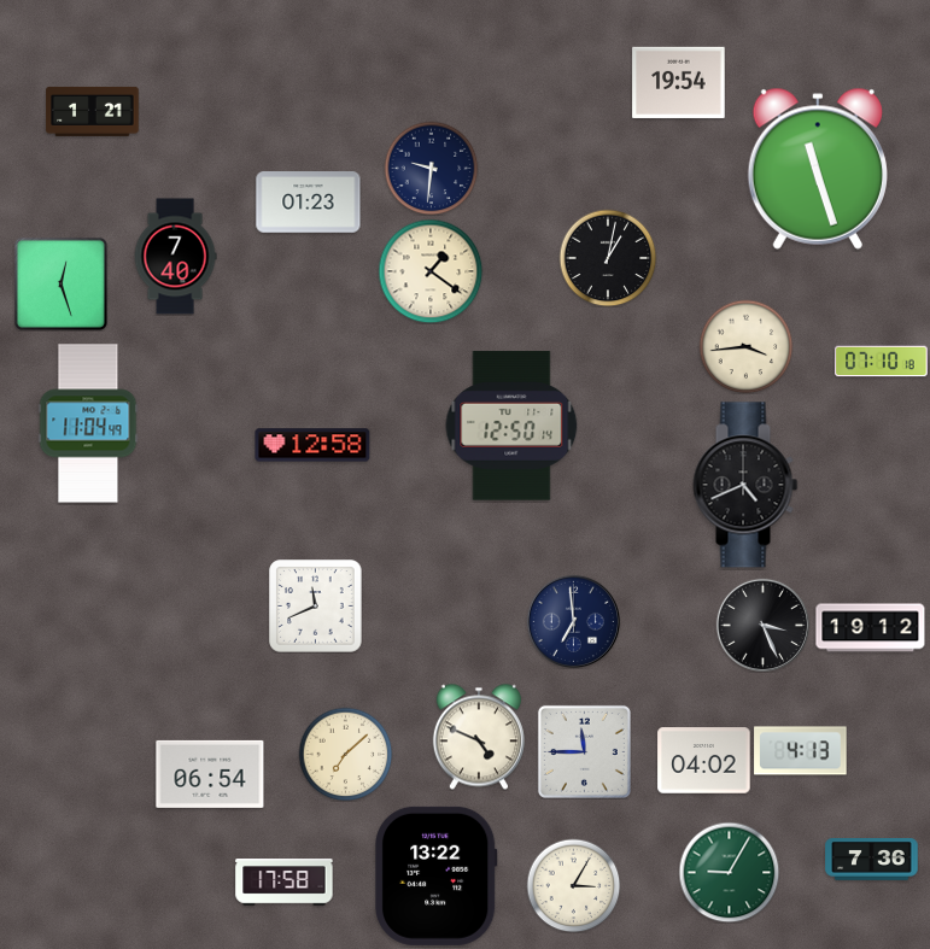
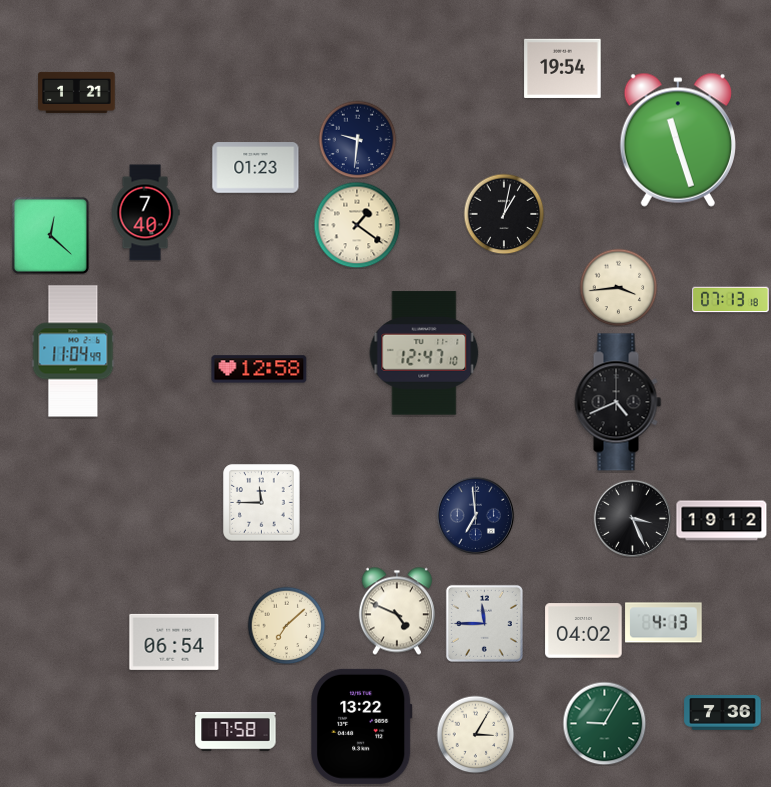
clock at (60, 283): 12:27 -> 12:22
clock at (882, 362): 07:10 -> 07:13
clock at (511, 426): 12:50 -> 12:47
clock at (316, 607): 11:41 -> 11:45
